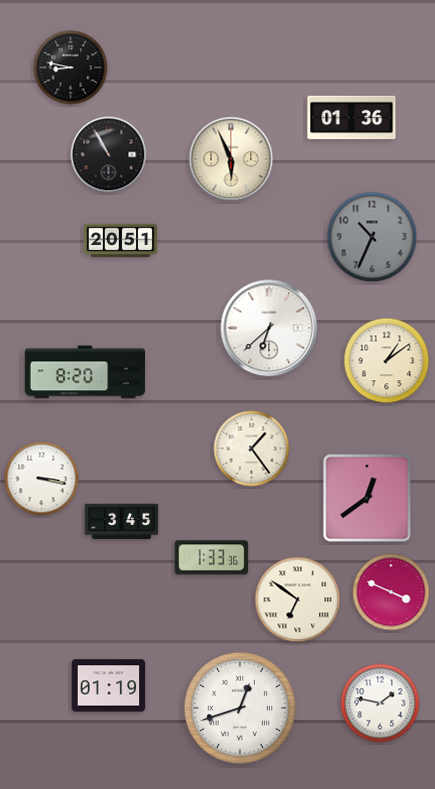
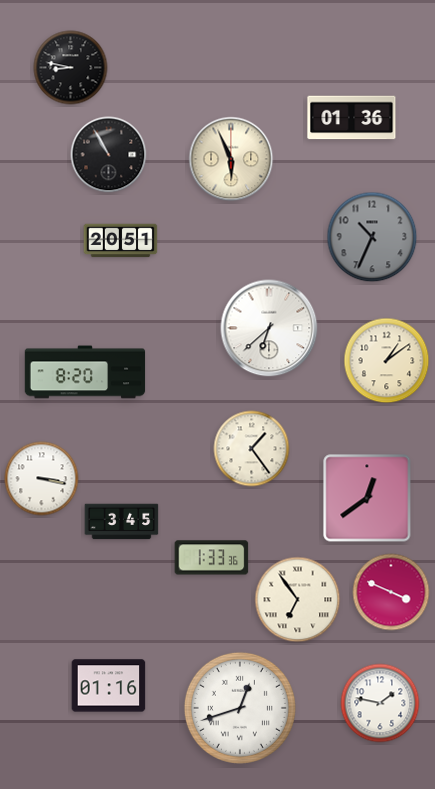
clock at (298, 600): 6:51 -> 6:54
clock at (109, 686): 01:19 -> 01:16
